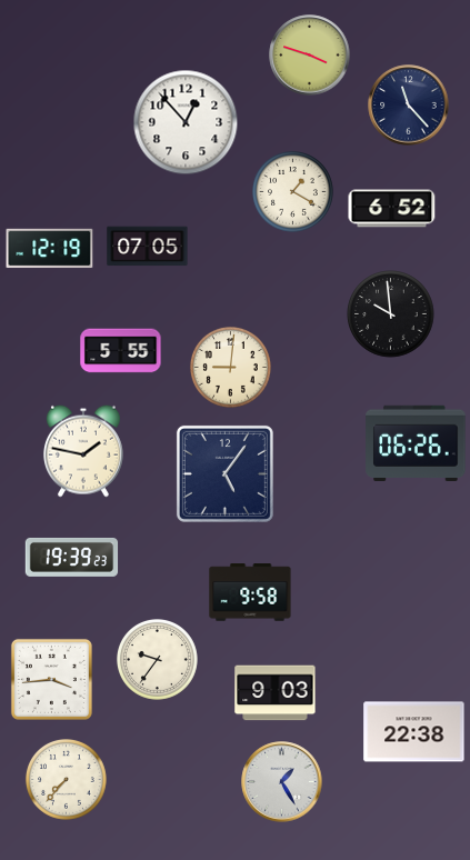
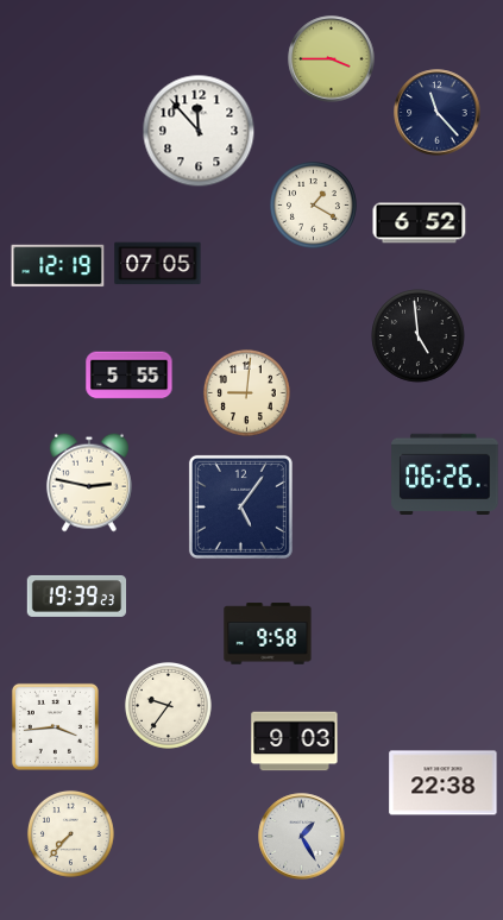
clock at (310, 56): 3:48 -> 3:45
clock at (186, 122): 12:53 -> 11:53
clock at (50, 249) position: (50, 249) -> (58, 266)
clock at (391, 314): 9:59 -> 4:59
clock at (83, 451): 1:47 -> 2:47
